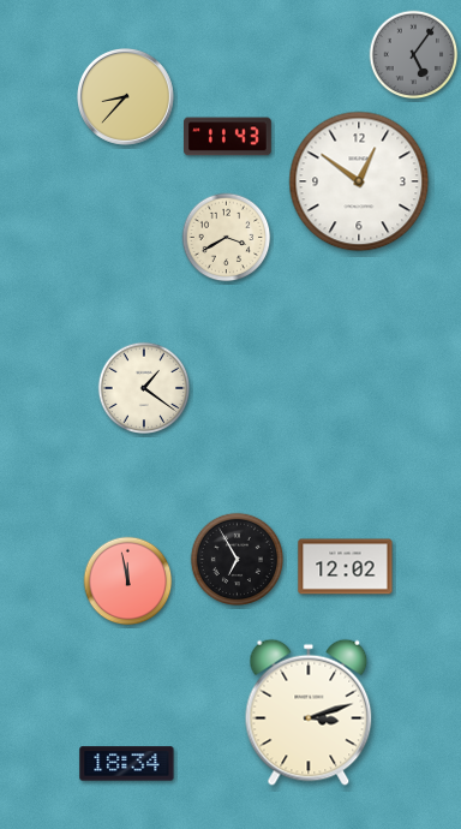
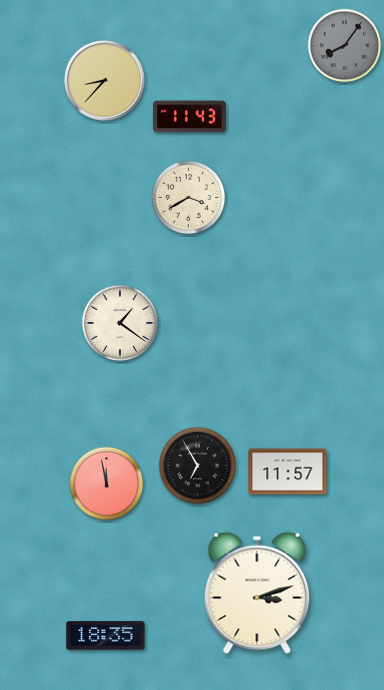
clock at (414, 55): 5:06 -> 8:06
clock at (228, 137) position: (228, 137) -> (190, 117)
clock at (359, 181): 12:51 -> none
clock at (346, 567): 12:02 -> 11:57
clock at (127, 764): 18:34 -> 18:35
